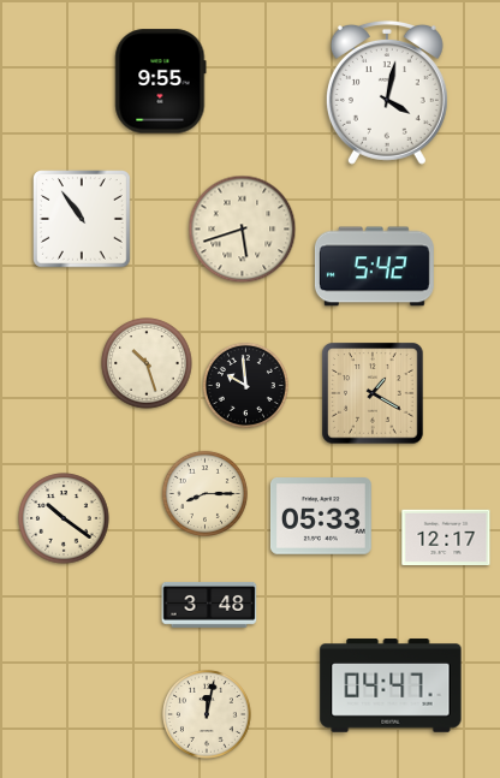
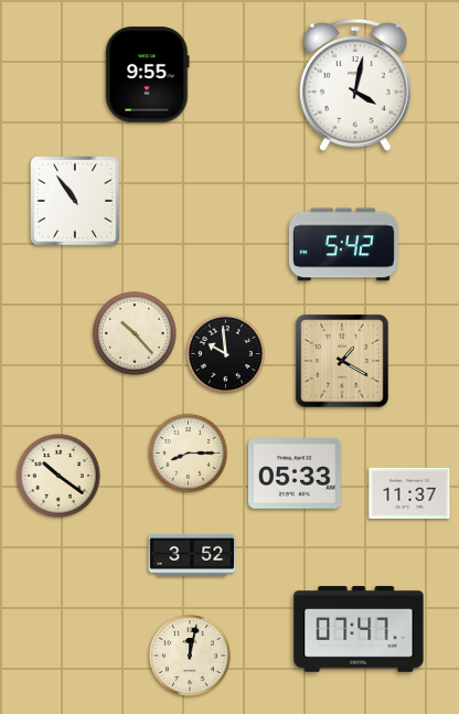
clock at (243, 230): 5:42 -> none
clock at (147, 363): 10:27 -> 10:23
clock at (446, 536): 12:17 -> 11:37
clock at (209, 606): 3:48 -> 3:52
clock at (391, 685): 04:47 -> 07:47
